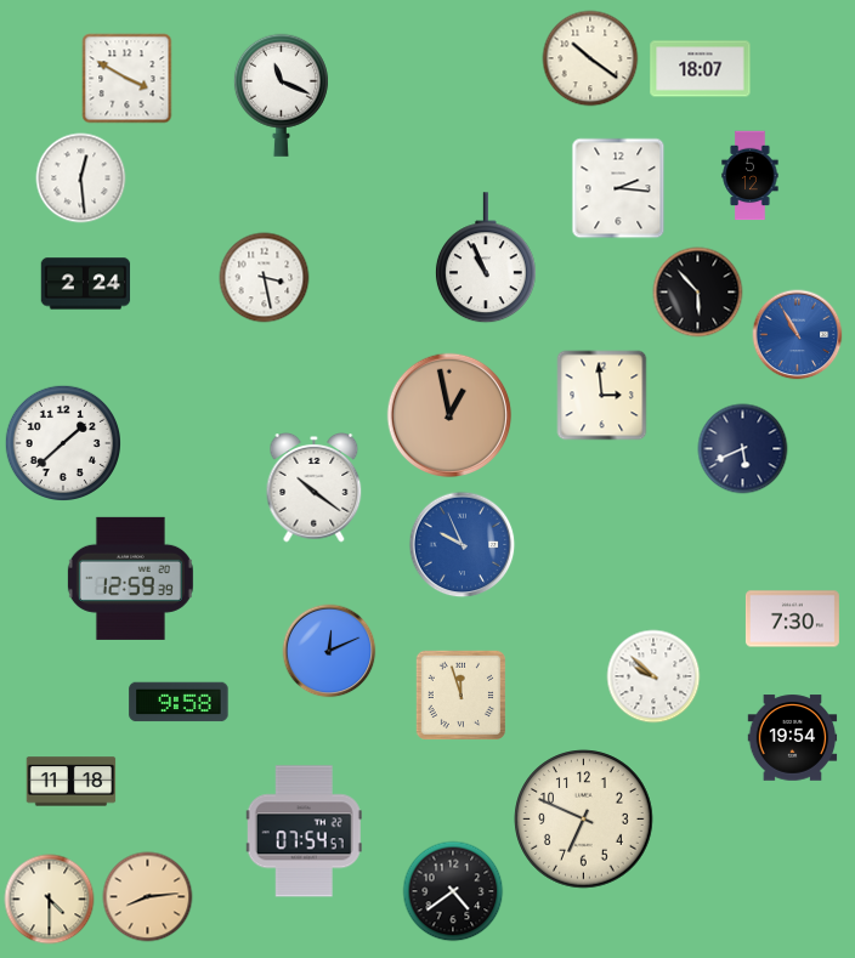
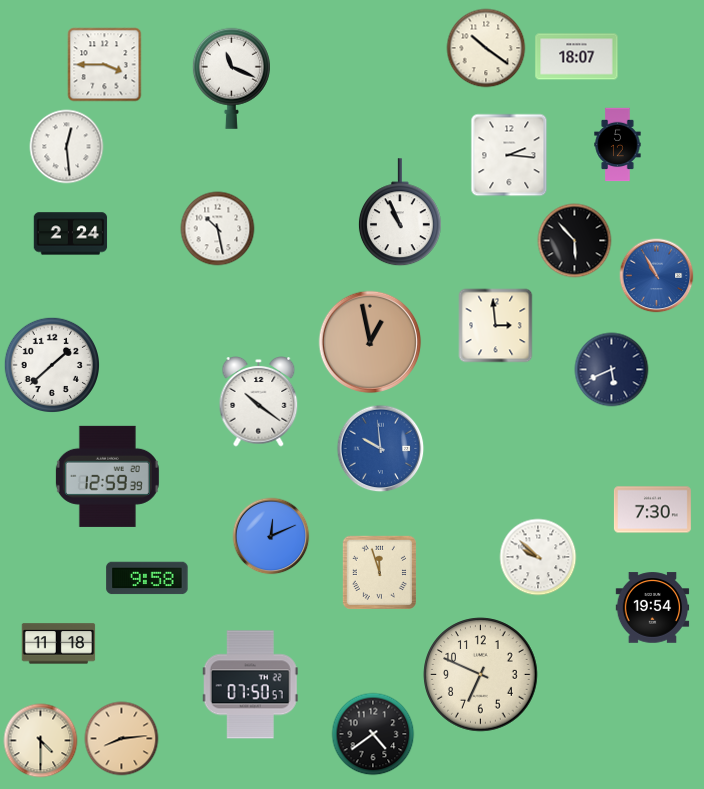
clock at (128, 79): 3:50 -> 3:45
clock at (265, 278): 3:28 -> 10:28
clock at (463, 545): 9:56 -> 9:59
clock at (304, 832): 07:54 -> 07:50
